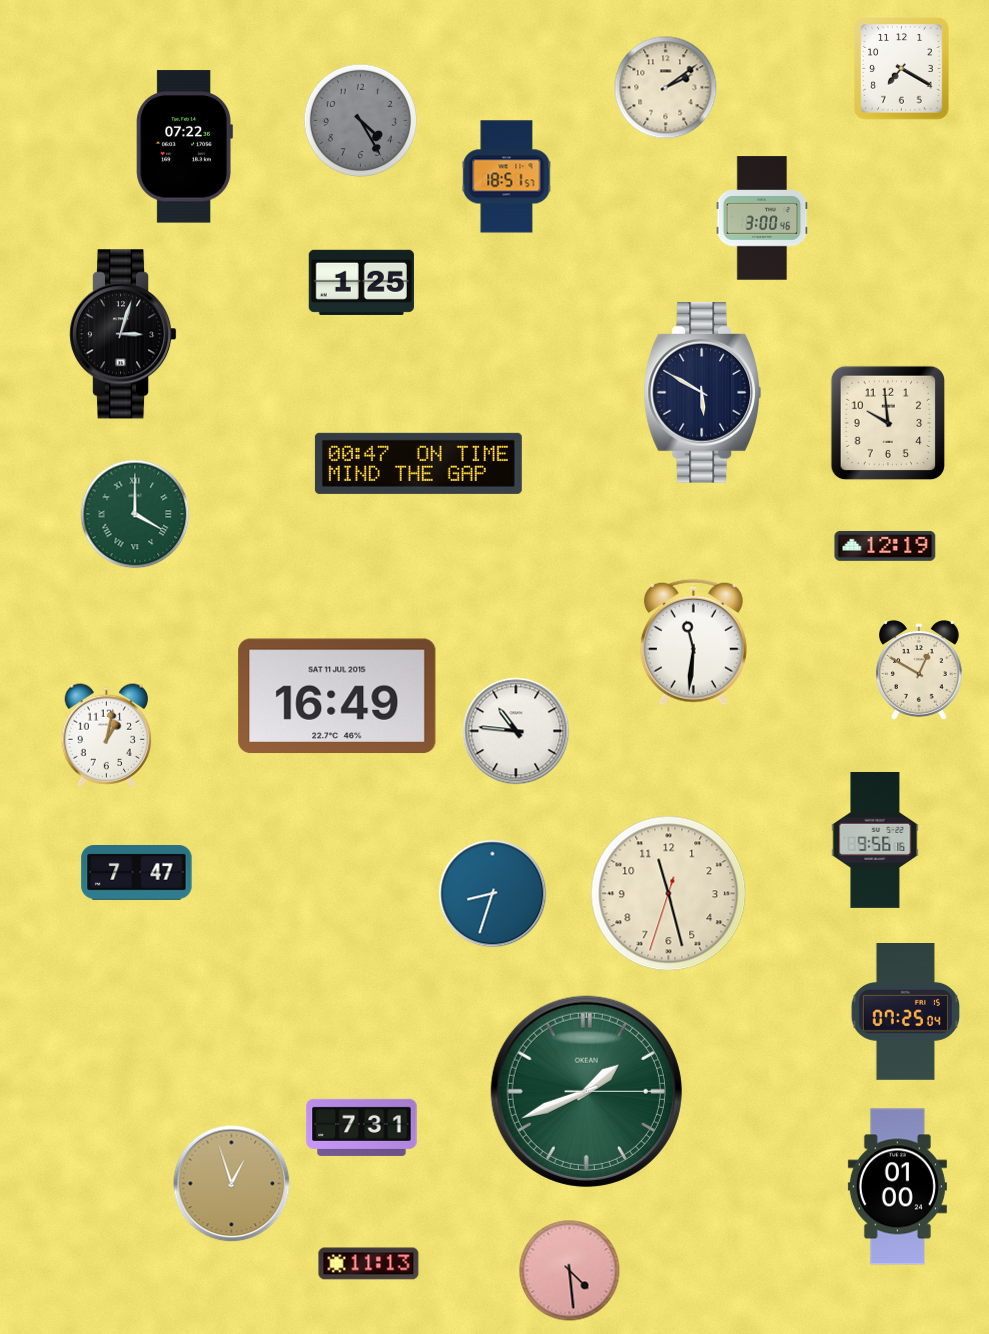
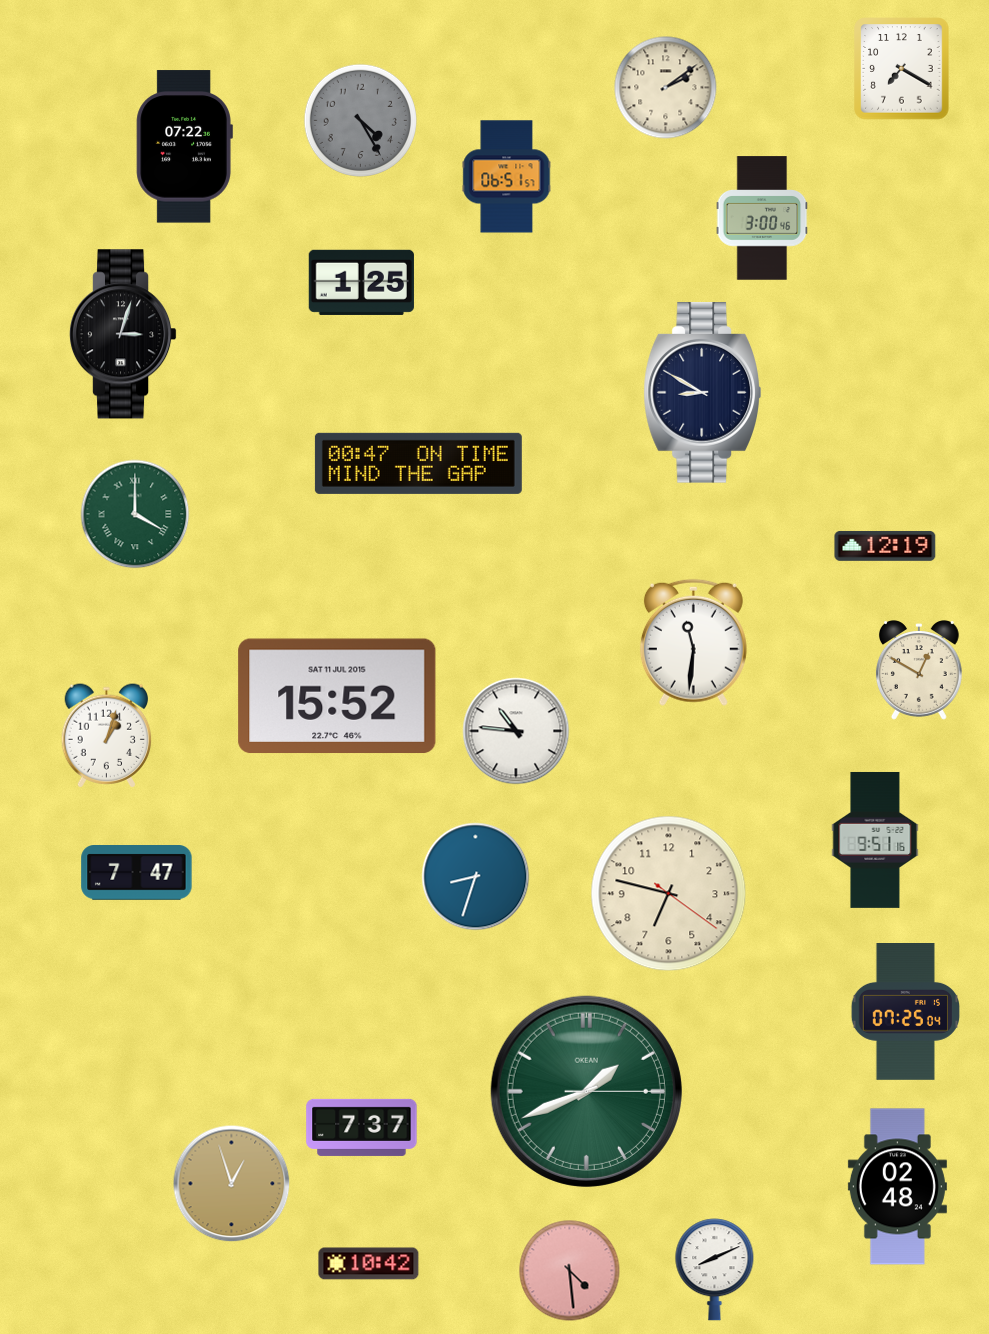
clock at (507, 177): 18:51 -> 06:51
clock at (702, 393): 5:50 -> 8:50
clock at (888, 423): 9:59 -> none
clock at (337, 696): 16:49 -> 15:52
clock at (107, 736): 1:02 -> 1:03
clock at (875, 840): 9:56 -> 9:51
clock at (493, 894) position: (493, 894) -> (476, 877)
clock at (669, 894): 11:27 -> 6:47
clock at (362, 1127): 7:31 -> 7:37
clock at (897, 1187): 01:00 -> 02:48
clock at (369, 1264): 11:13 -> 10:42
clock at (715, 1270): none -> 8:11
